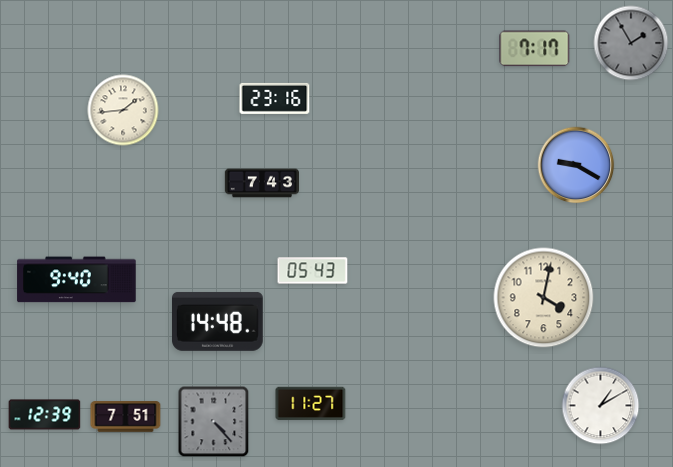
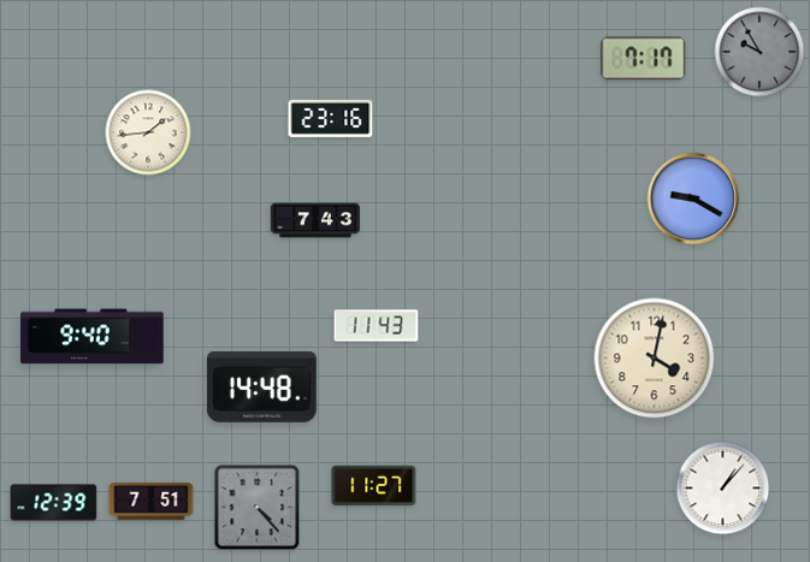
clock at (631, 43): 1:55 -> 9:55
clock at (313, 271): 05:43 -> 11:43
clock at (601, 406): 1:10 -> 1:07
clock at (45, 415) position: (45, 415) -> (54, 503)
